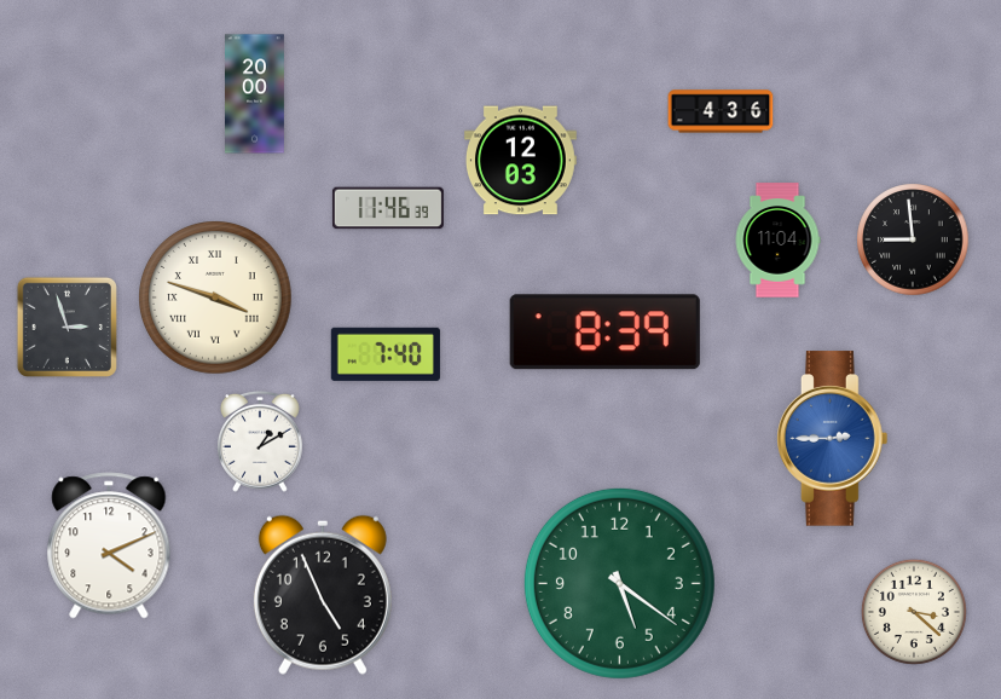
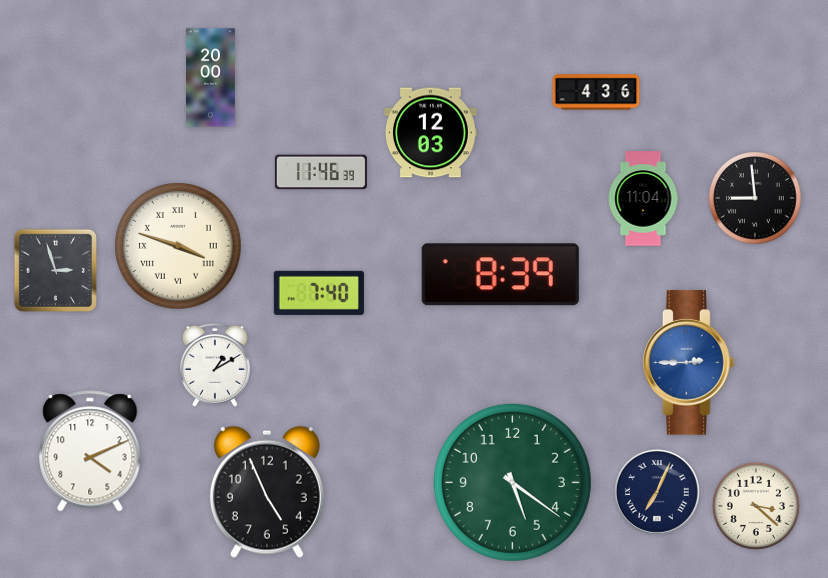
clock at (657, 492): none -> 7:04
